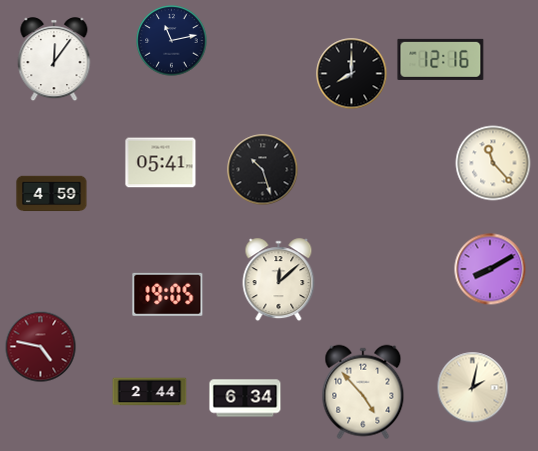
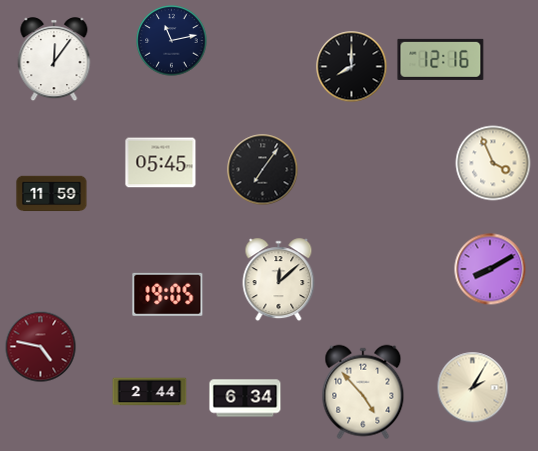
clock at (352, 74) position: (352, 74) -> (352, 67)
clock at (161, 163): 05:41 -> 05:45
clock at (493, 163): 11:23 -> 3:56
clock at (263, 170): 10:27 -> 7:06
clock at (52, 194): 4:59 -> 11:59
clock at (473, 388): 2:02 -> 2:05
